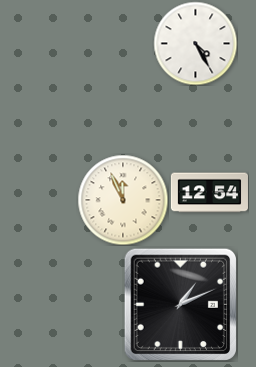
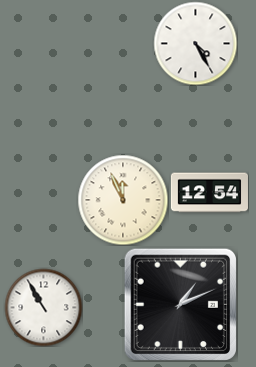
clock at (43, 307): none -> 10:55
